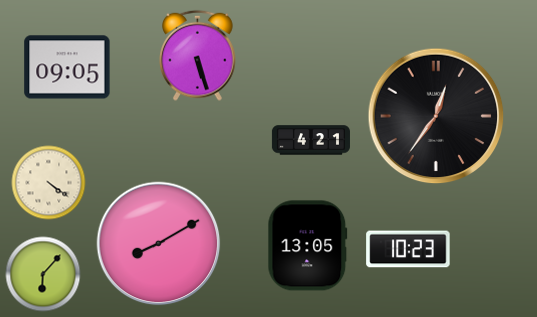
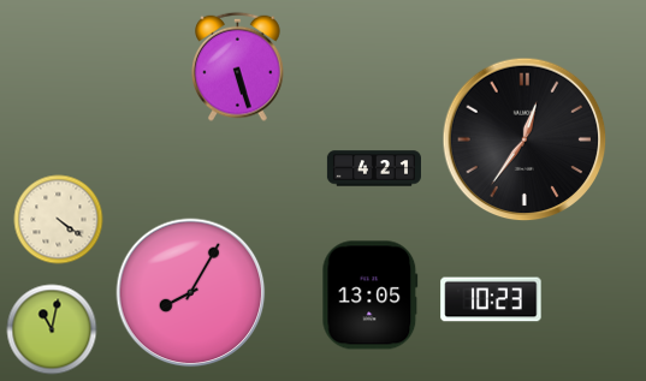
clock at (67, 67): 09:05 -> none
clock at (159, 244): 8:10 -> 8:05
clock at (43, 274): 6:07 -> 11:02
